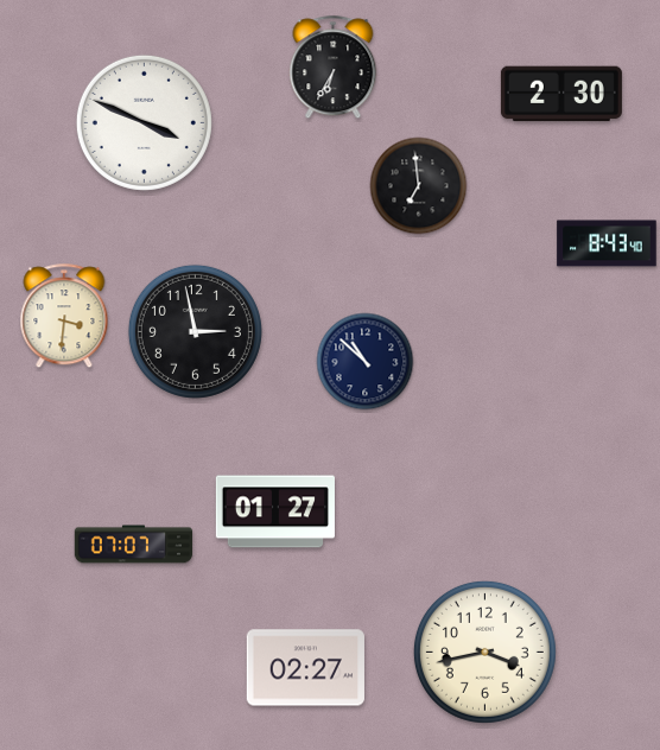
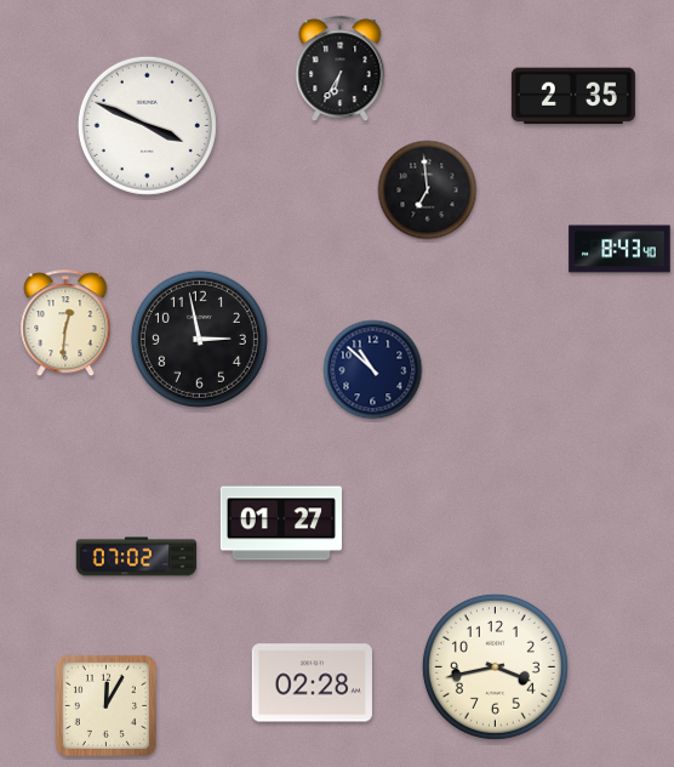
clock at (561, 94): 2:30 -> 2:35
clock at (64, 317): 3:31 -> 12:31
clock at (134, 545): 07:07 -> 07:02
clock at (305, 668): 02:27 -> 02:28
clock at (105, 705): none -> 12:05
